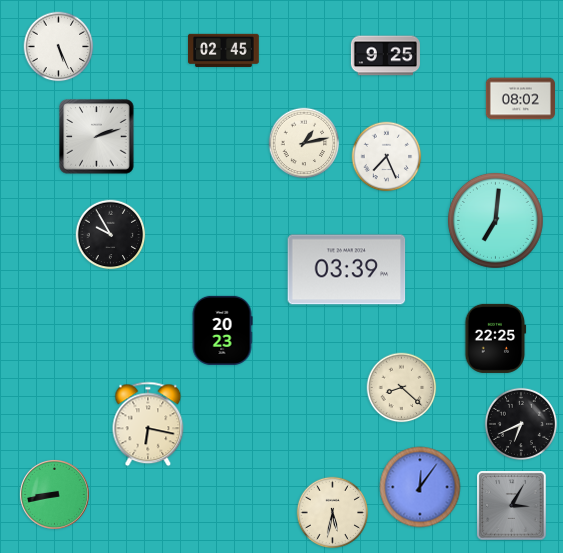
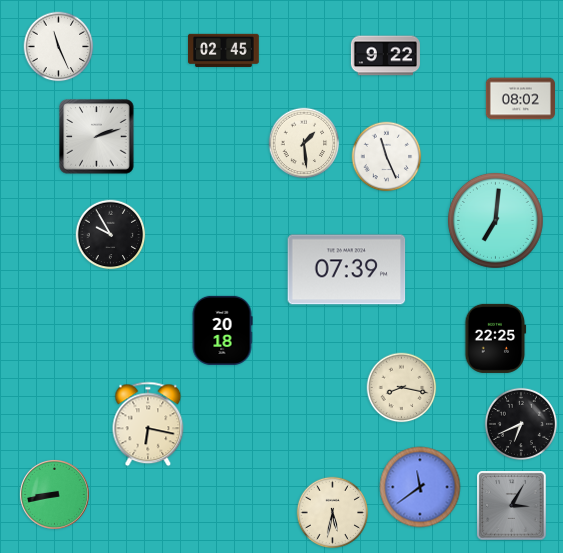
clock at (59, 47): 5:26 -> 11:26
clock at (385, 56): 9:25 -> 9:22
clock at (304, 143): 1:13 -> 1:29
clock at (387, 157): 7:26 -> 11:26
clock at (347, 270): 03:39 -> 07:39
clock at (222, 330): 20:23 -> 20:18
clock at (402, 388): 8:22 -> 8:17
clock at (420, 487): 12:06 -> 11:39
